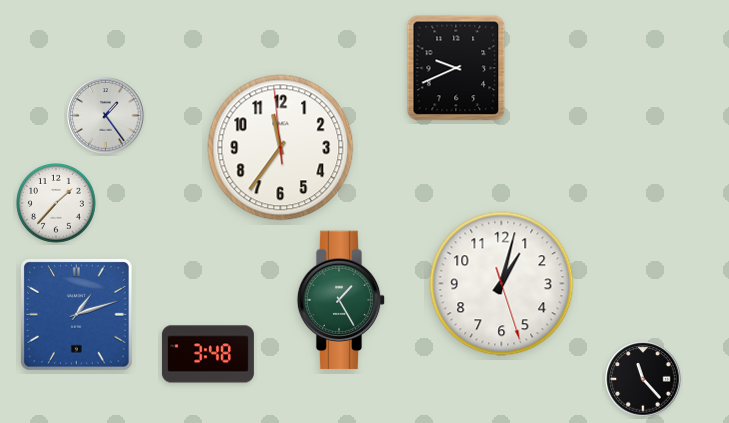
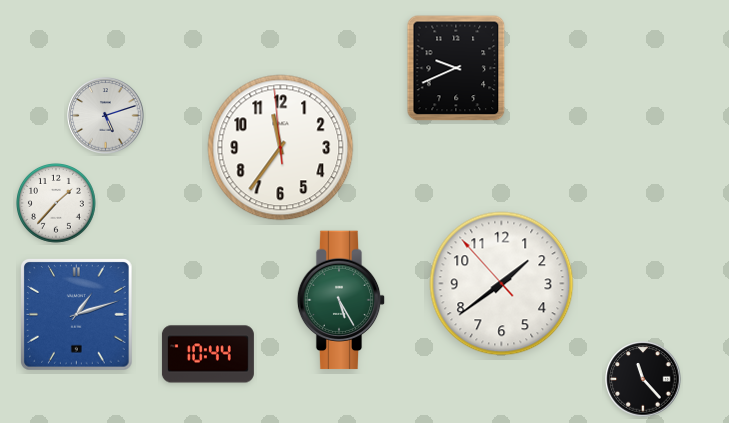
clock at (106, 116): 1:24 -> 5:12
clock at (502, 284): 1:02 -> 1:38
clock at (341, 300): 1:25 -> 5:25
clock at (208, 354): 3:48 -> 10:44
